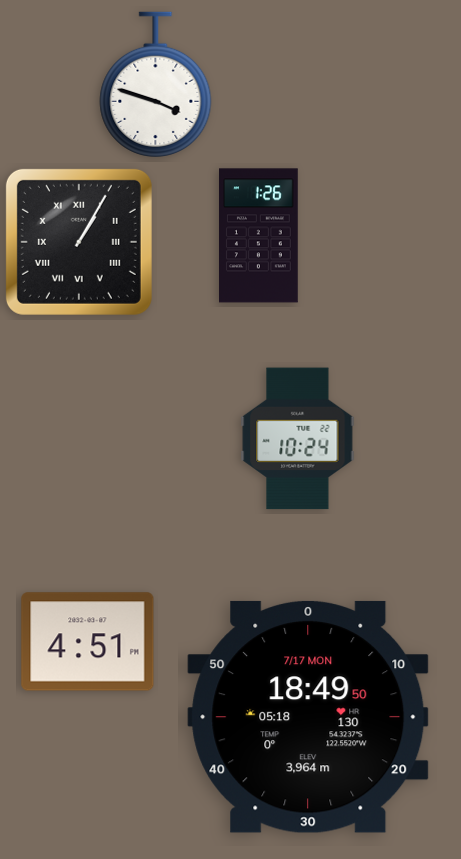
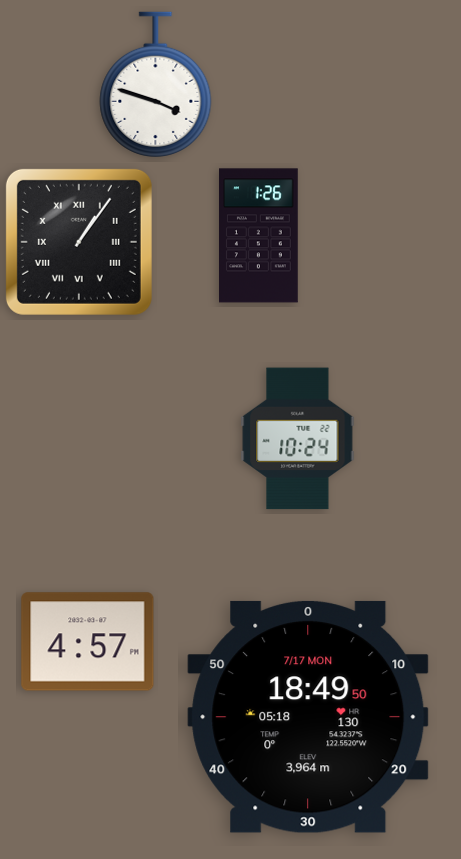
clock at (79, 242): 1:05 -> 1:06
clock at (88, 642): 4:51 -> 4:57
